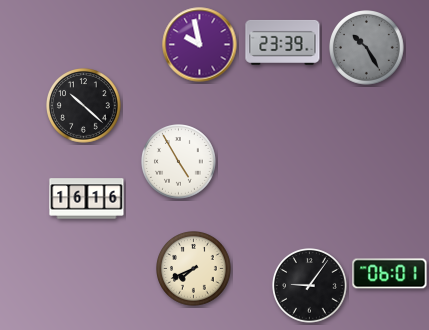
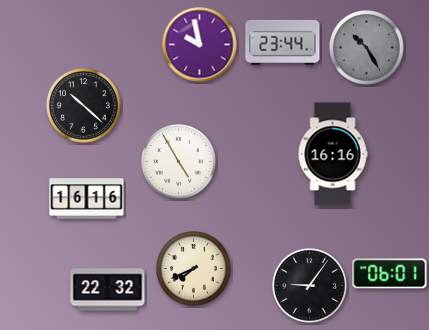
clock at (283, 42): 23:39 -> 23:44
clock at (333, 154): none -> 16:16
clock at (108, 290): none -> 22:32
